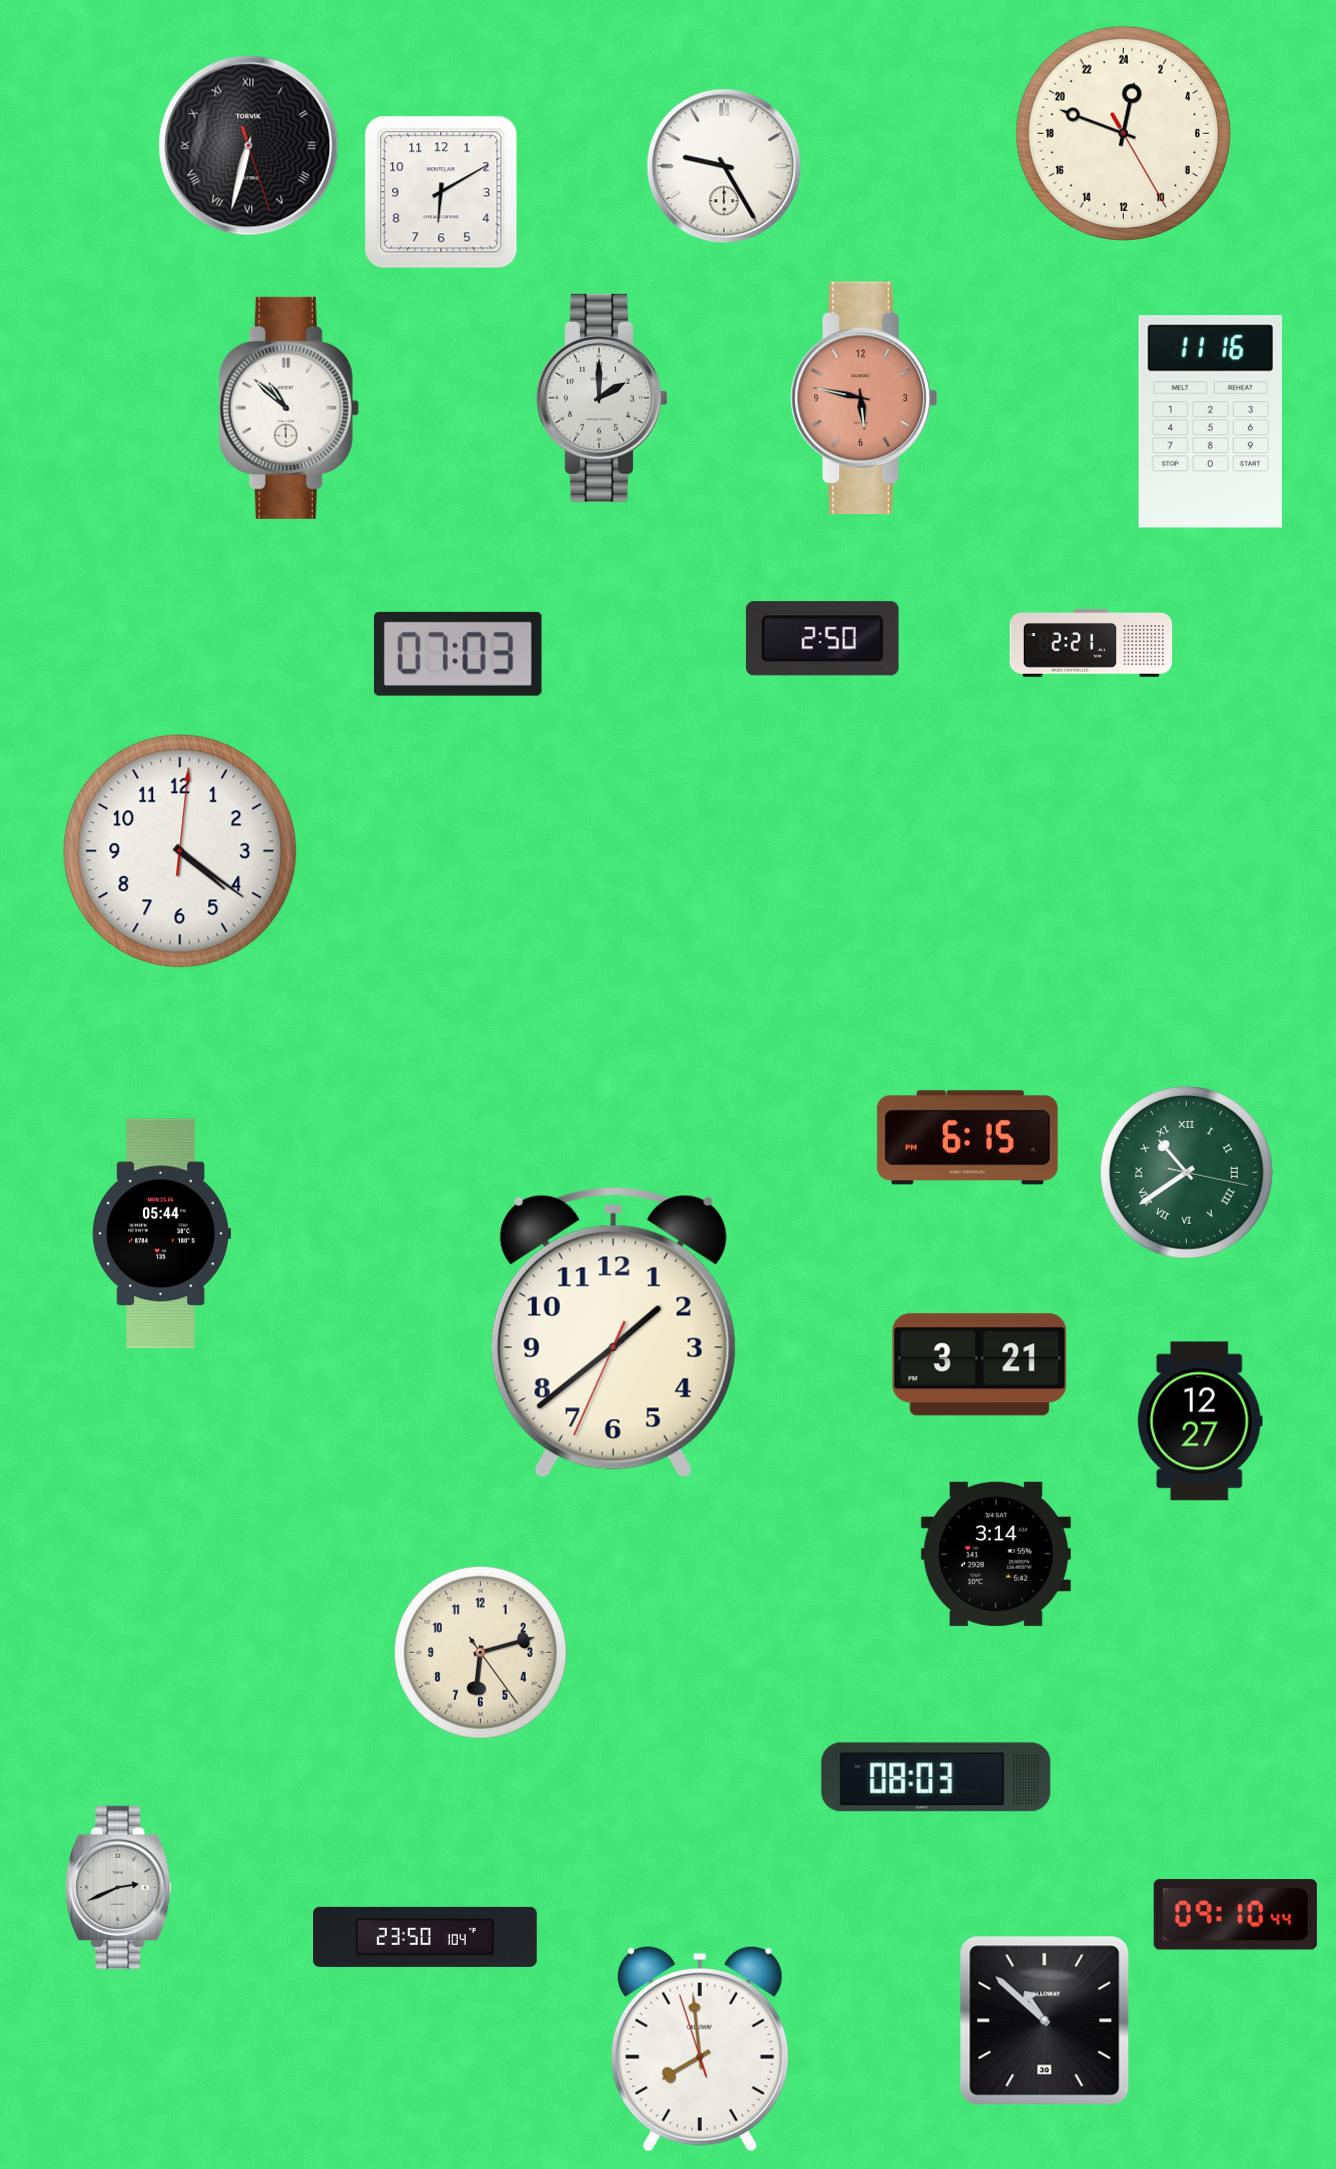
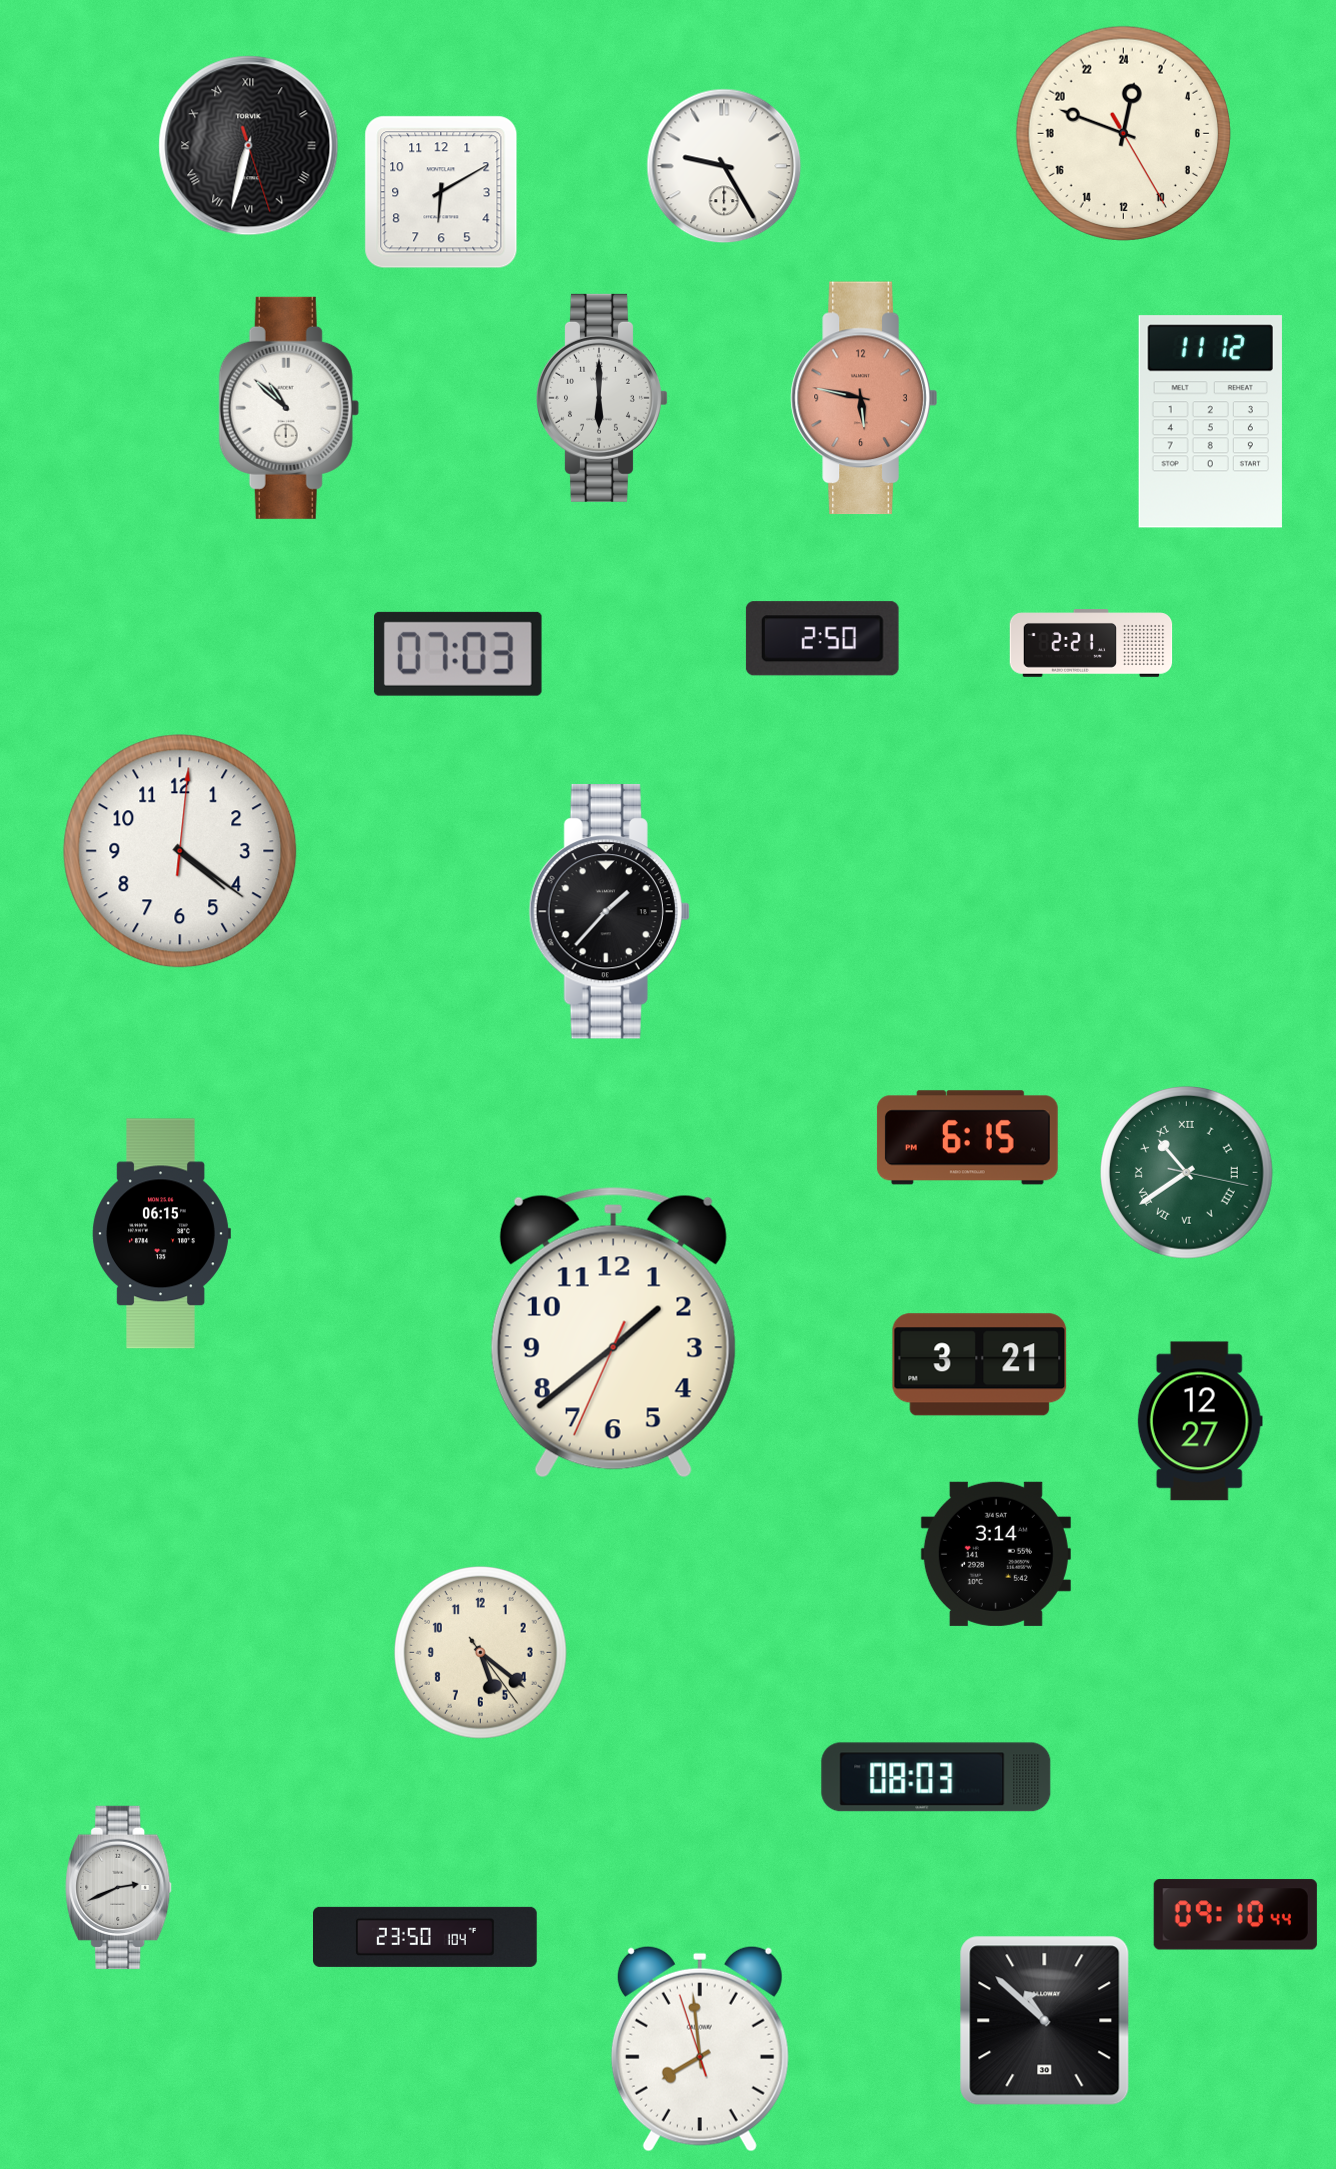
clock at (602, 398): 2:00 -> 6:00
clock at (1210, 422): 11:16 -> 11:12
clock at (609, 912): none -> 1:37
clock at (161, 1234): 05:44 -> 06:15
clock at (480, 1652): 6:12 -> 5:21
